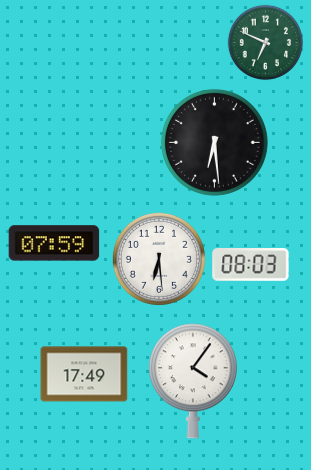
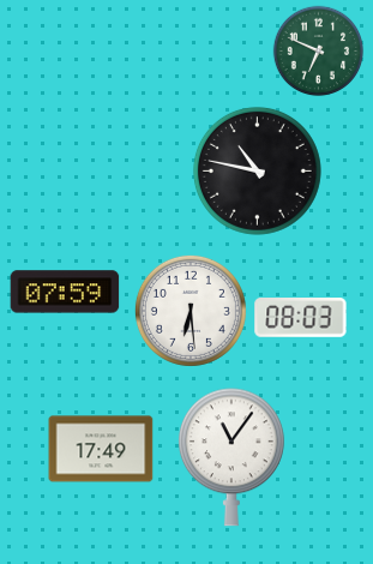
clock at (214, 142): 6:29 -> 10:47
clock at (193, 381): 4:06 -> 11:06
